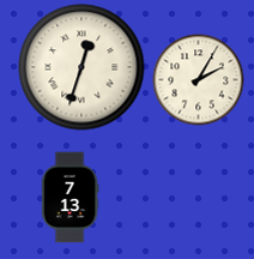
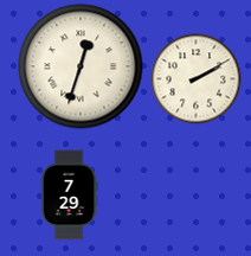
clock at (199, 80): 2:05 -> 2:10
clock at (69, 198): 7:13 -> 7:29
